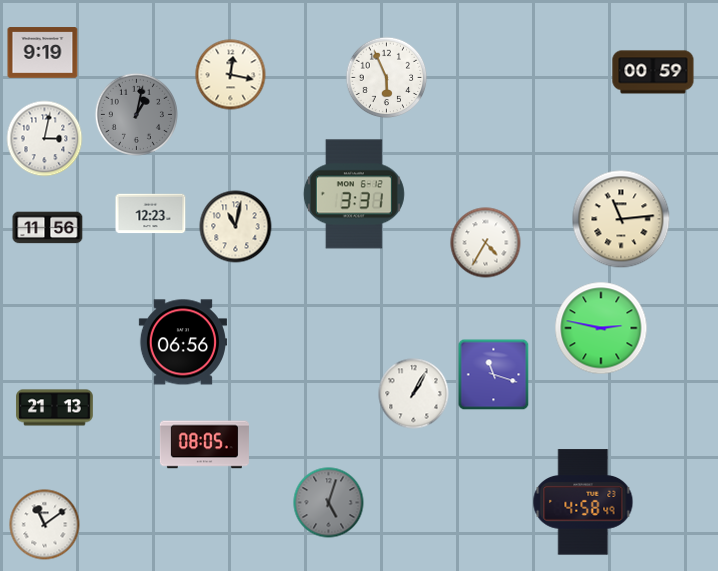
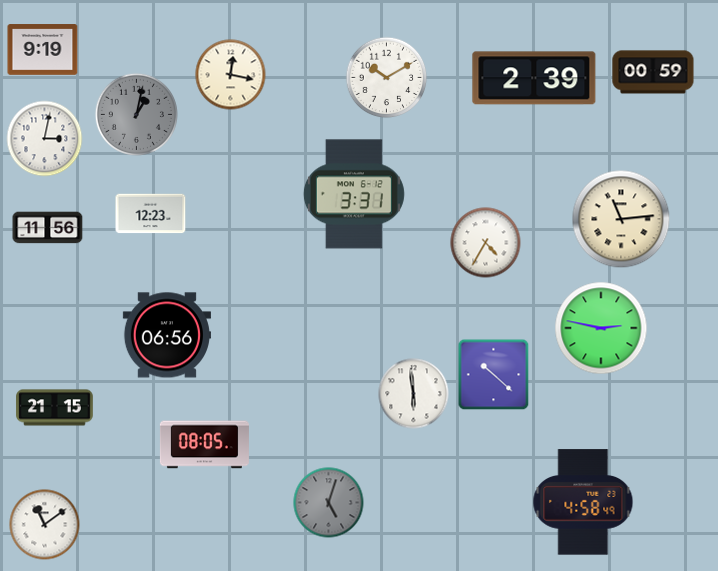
clock at (43, 53) position: (43, 53) -> (43, 50)
clock at (387, 78): 5:56 -> 10:10
clock at (534, 78): none -> 2:39
clock at (236, 227): 11:02 -> none
clock at (183, 342) position: (183, 342) -> (167, 335)
clock at (494, 375): 11:18 -> 10:22
clock at (414, 394): 1:05 -> 5:59
clock at (55, 408): 21:13 -> 21:15
